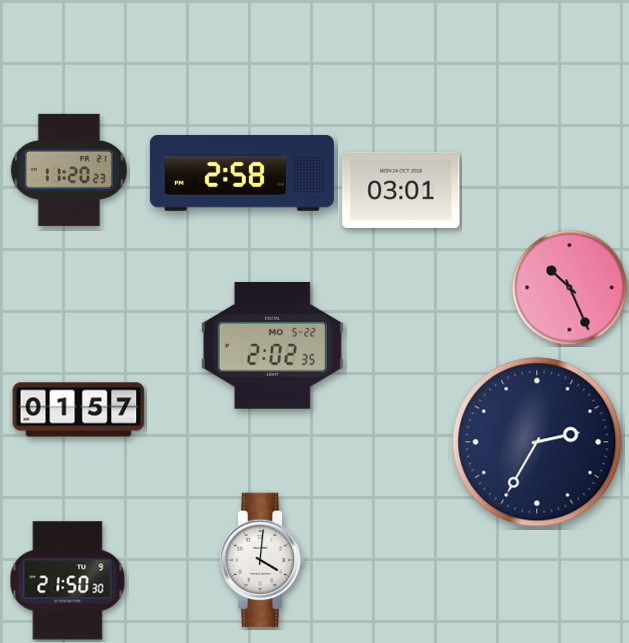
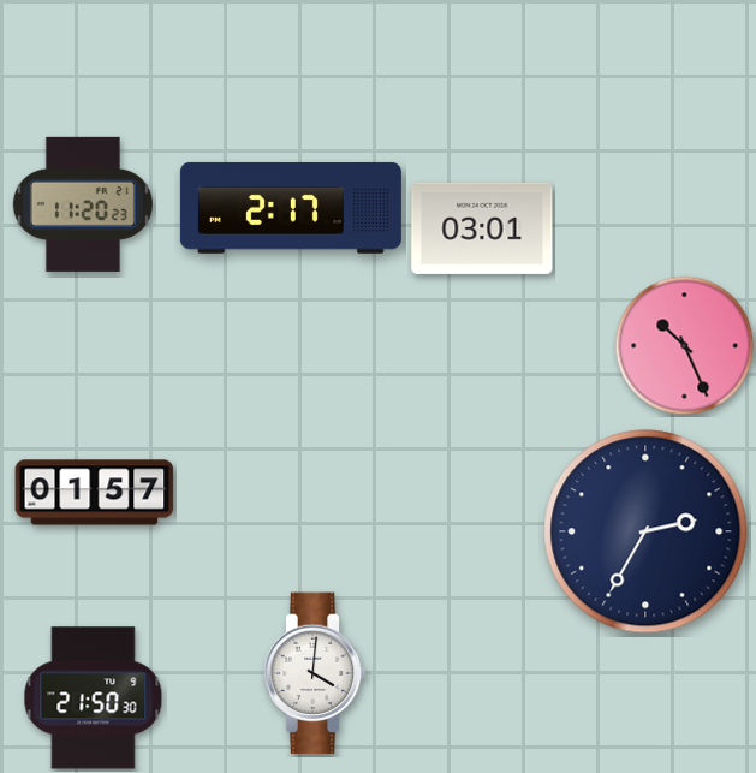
clock at (242, 173): 2:58 -> 2:17
clock at (272, 345): 2:02 -> none
clock at (68, 581) position: (68, 581) -> (94, 698)
